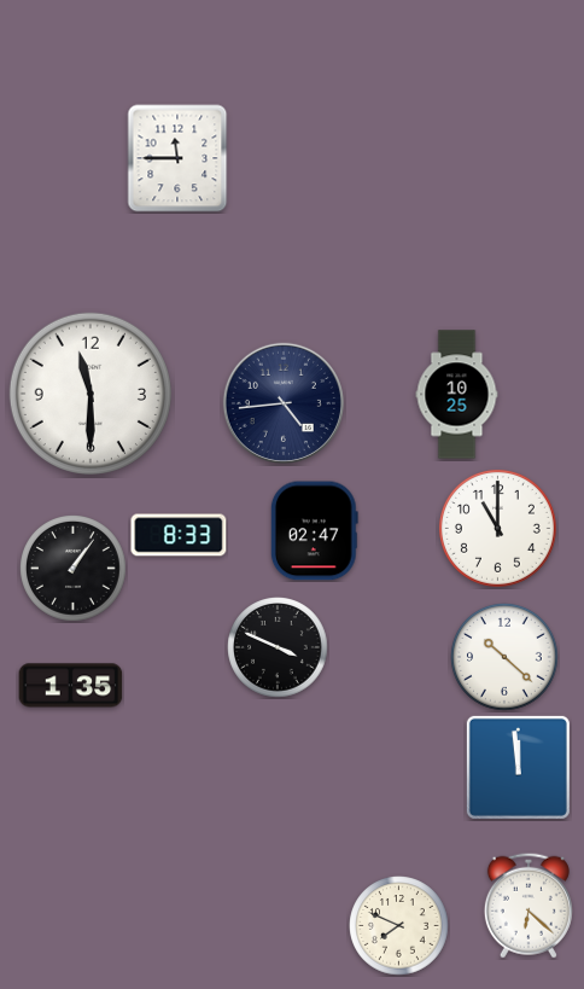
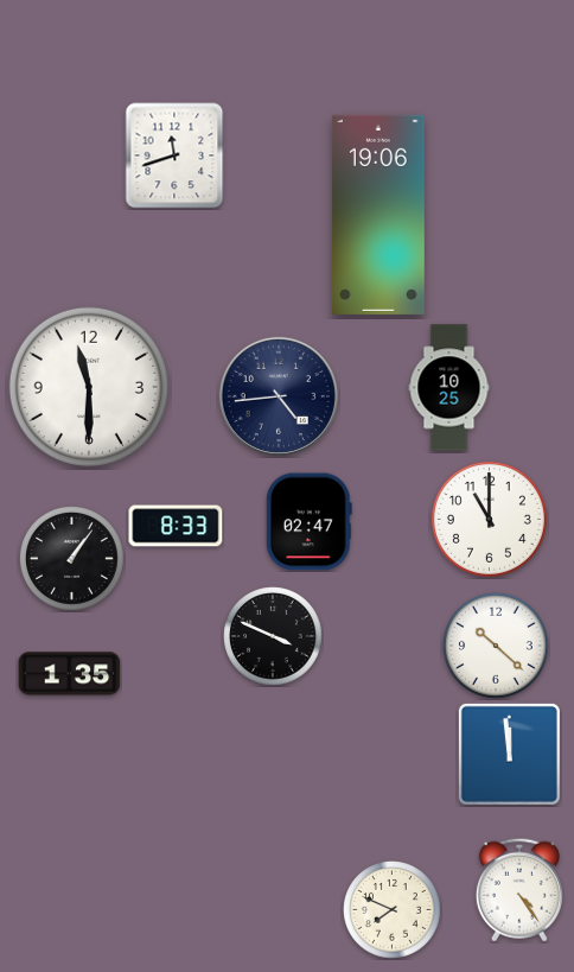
clock at (177, 158): 11:45 -> 11:42
clock at (378, 215): none -> 19:06
clock at (528, 906): 6:22 -> 4:24
